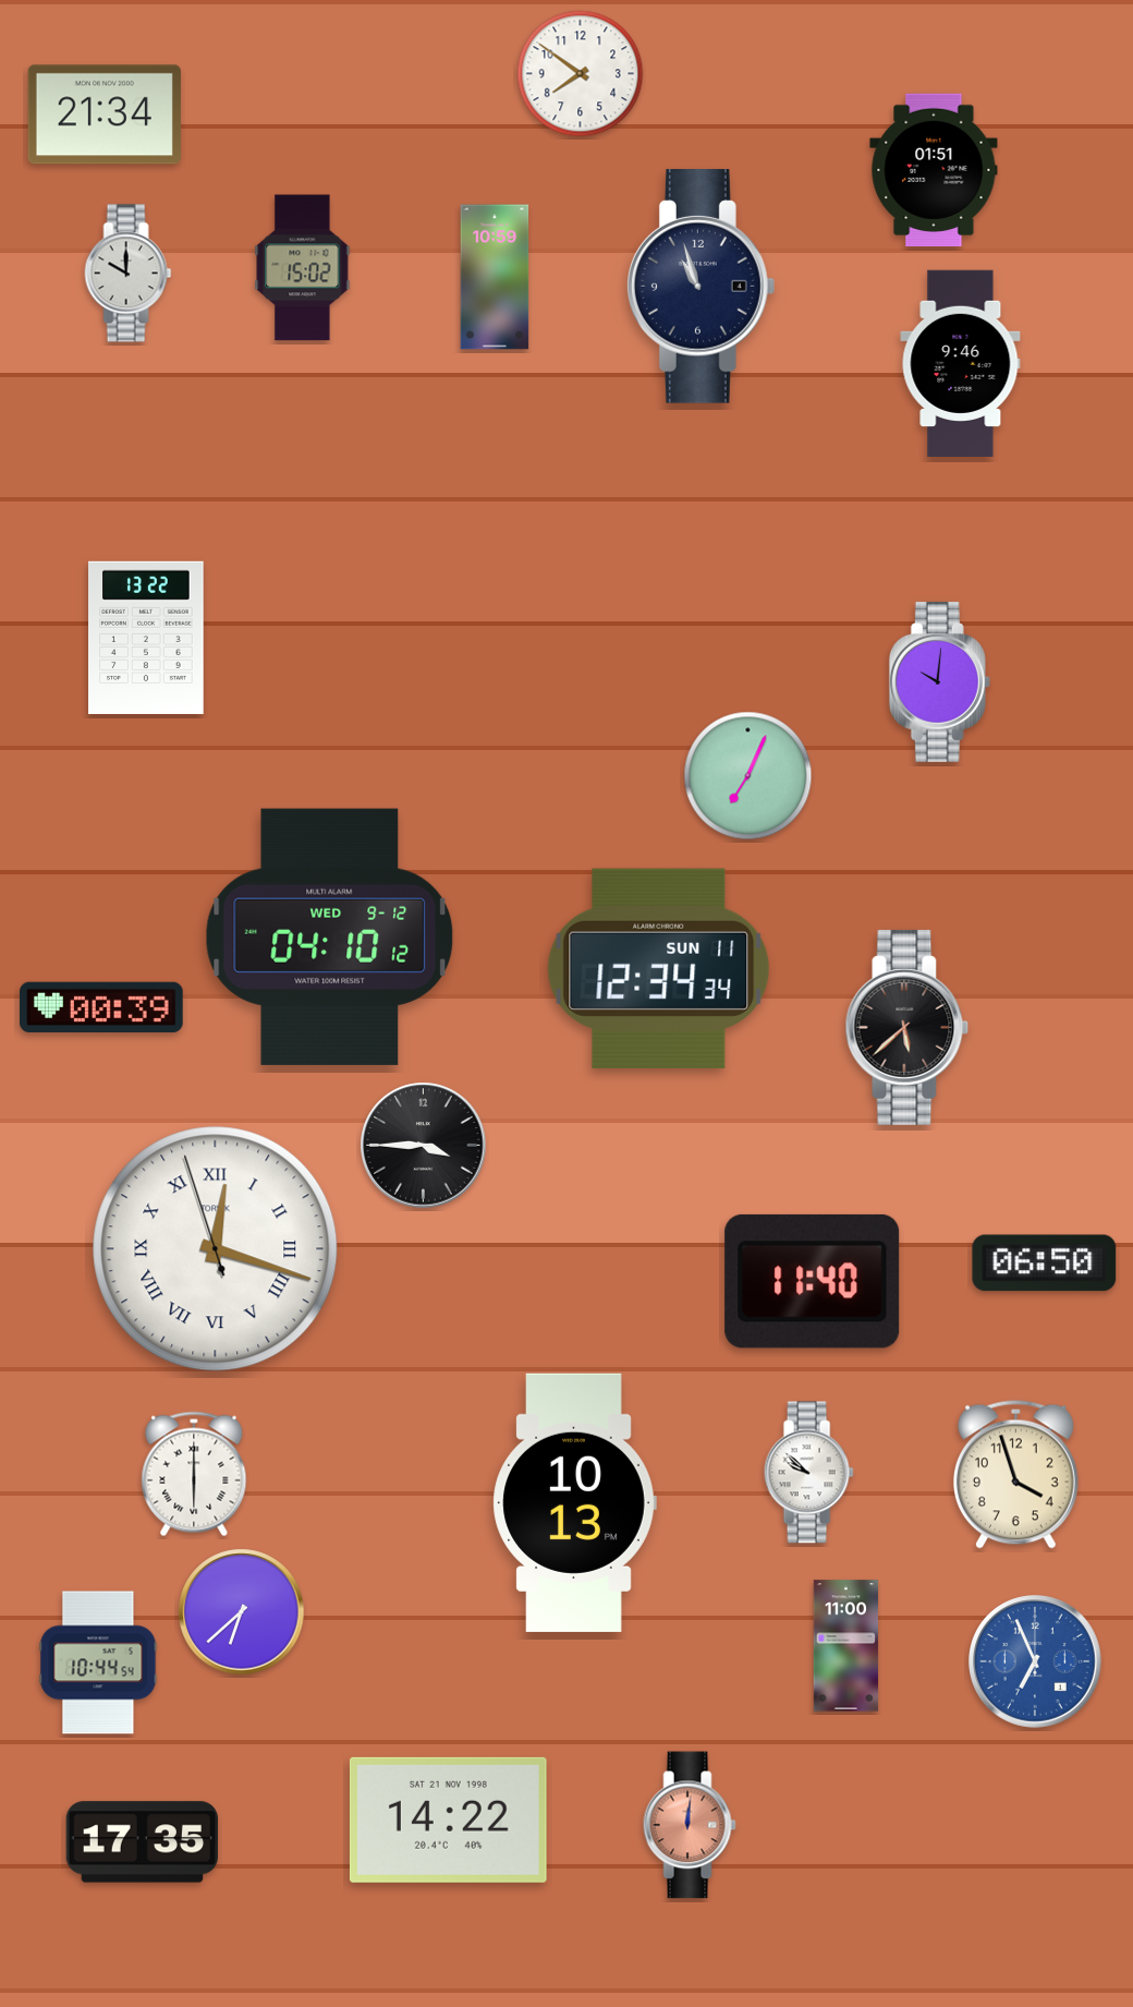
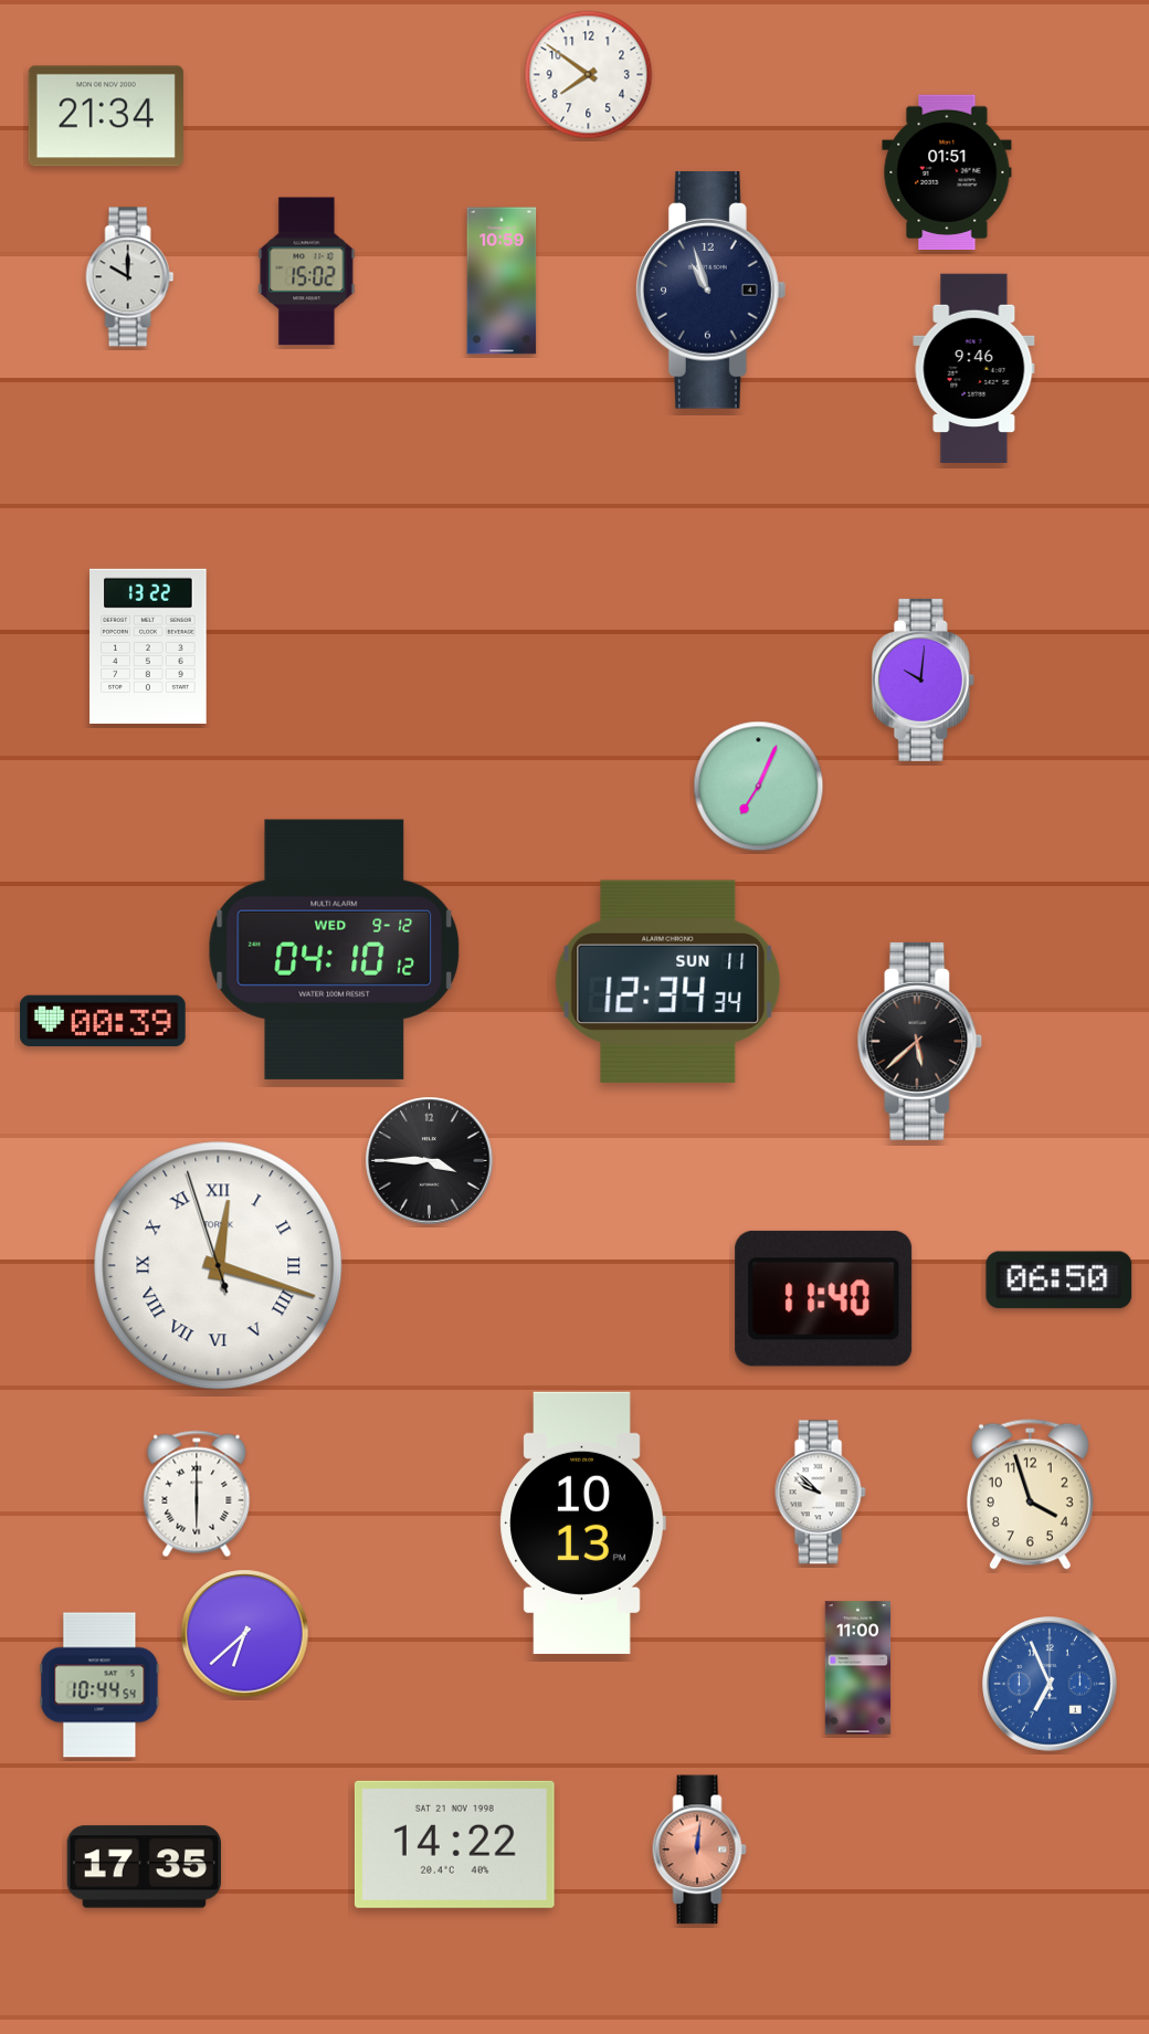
clock at (939, 681) position: (939, 681) -> (923, 679)
